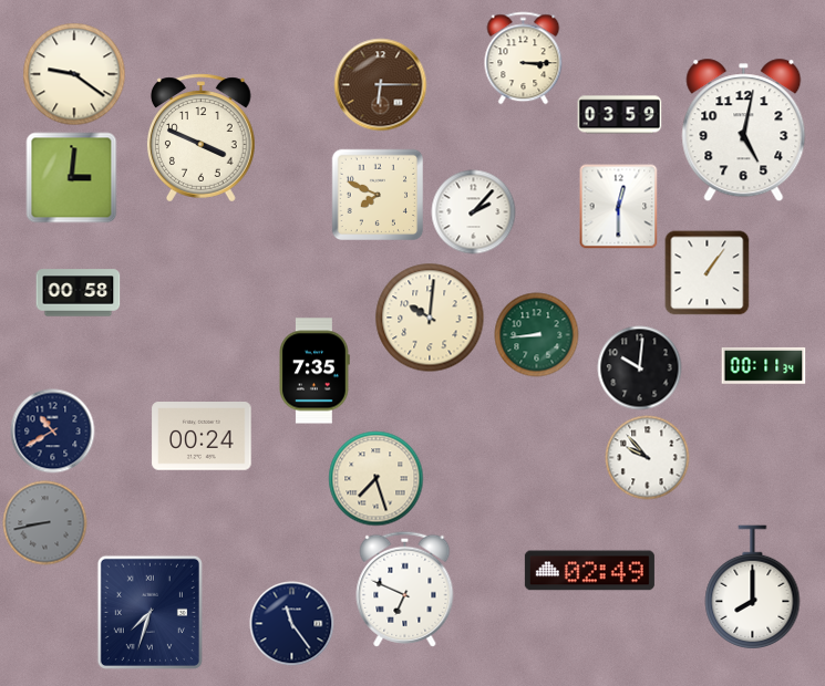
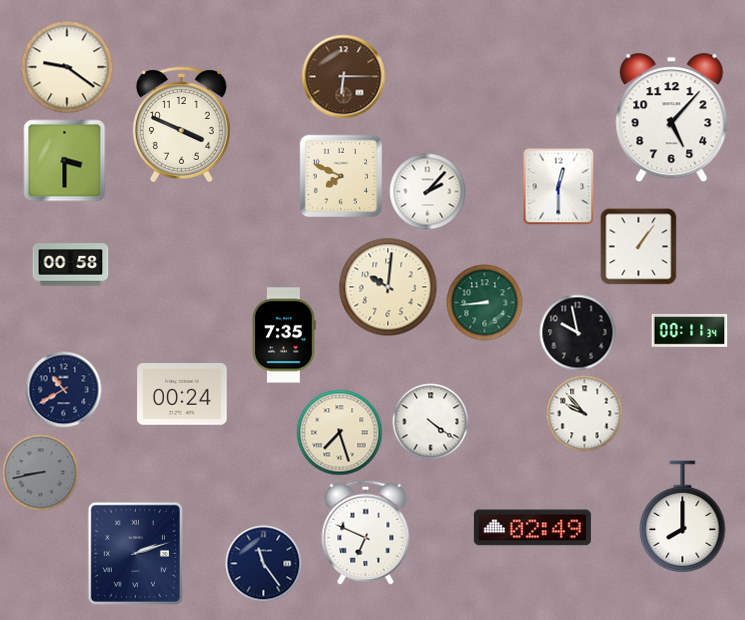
clock at (524, 59): 3:15 -> none
clock at (620, 115): 03:59 -> none
clock at (744, 131): 5:02 -> 5:07
clock at (72, 178): 3:01 -> 3:30
clock at (640, 368): 10:01 -> 9:58
clock at (53, 432) position: (53, 432) -> (64, 390)
clock at (431, 422): none -> 4:21
clock at (589, 571) position: (589, 571) -> (532, 528)
clock at (753, 586) position: (753, 586) -> (683, 516)
clock at (149, 612): 7:33 -> 2:12
